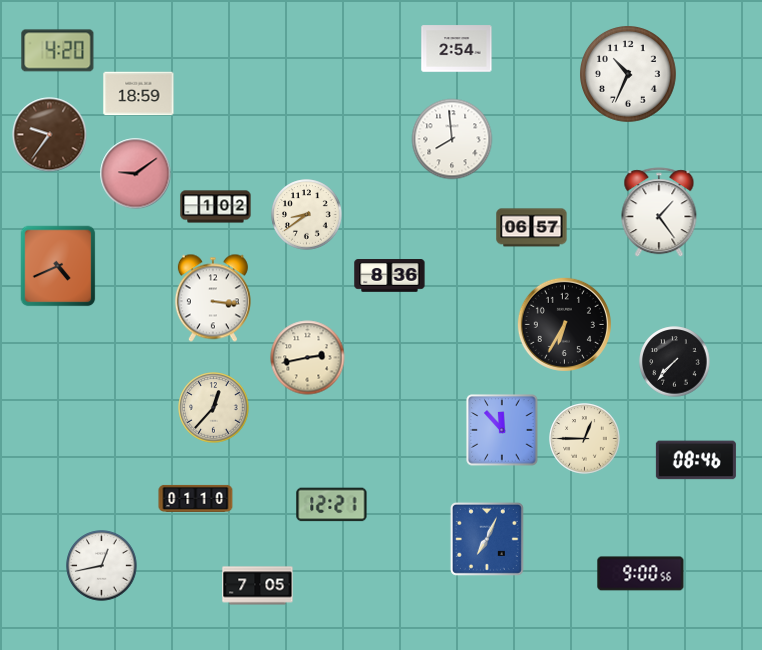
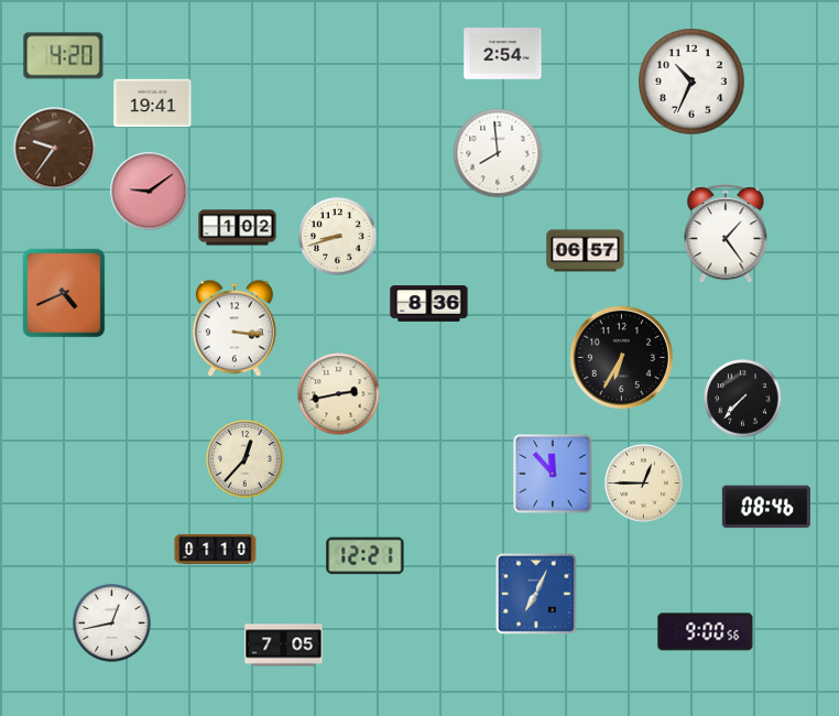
clock at (139, 94): 18:59 -> 19:41
clock at (307, 215): 8:39 -> 8:42
clock at (214, 408) position: (214, 408) -> (246, 459)
